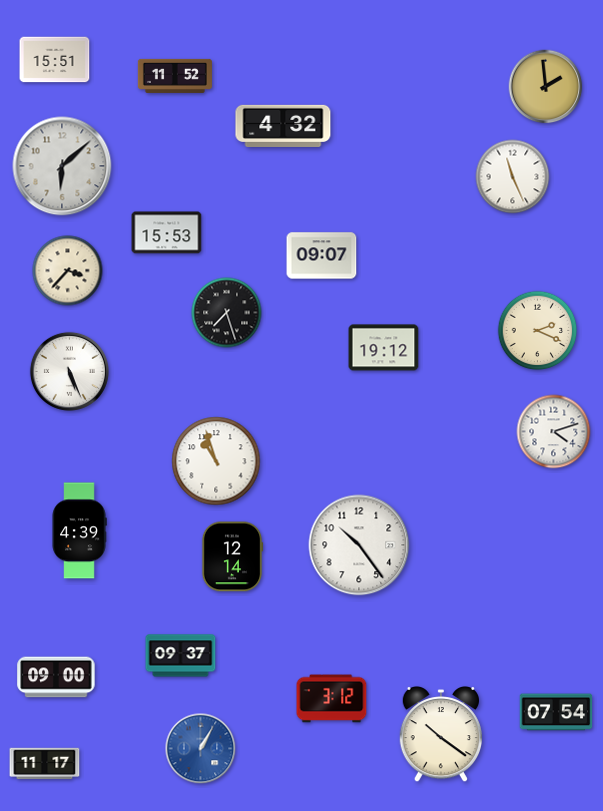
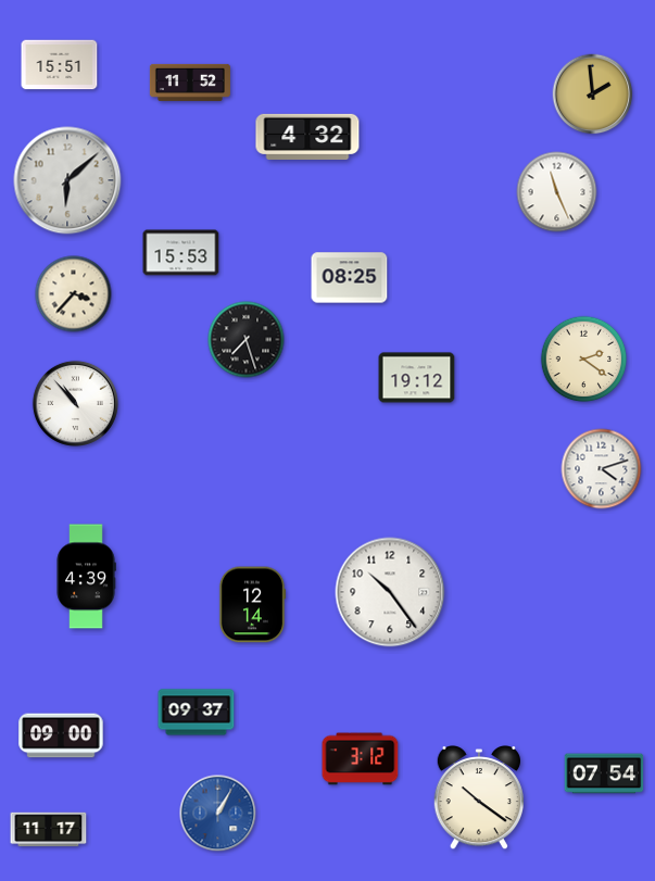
clock at (322, 256): 09:07 -> 08:25
clock at (538, 331): 2:19 -> 2:21
clock at (69, 371): 5:26 -> 10:53
clock at (216, 461): 10:57 -> none
